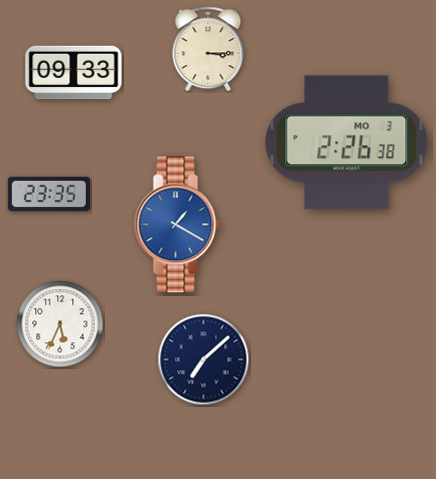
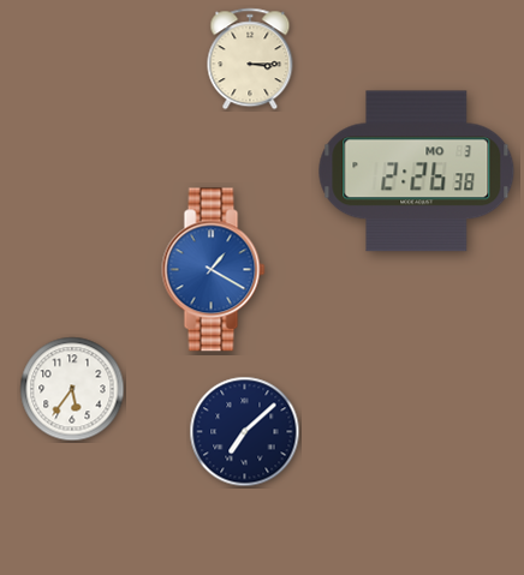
clock at (74, 73): 09:33 -> none
clock at (49, 194): 23:35 -> none
clock at (60, 324): 5:34 -> 5:36
